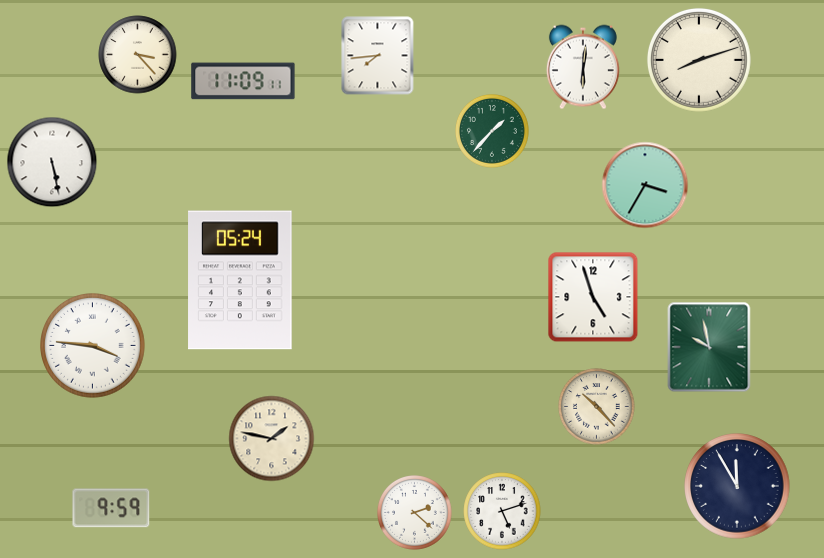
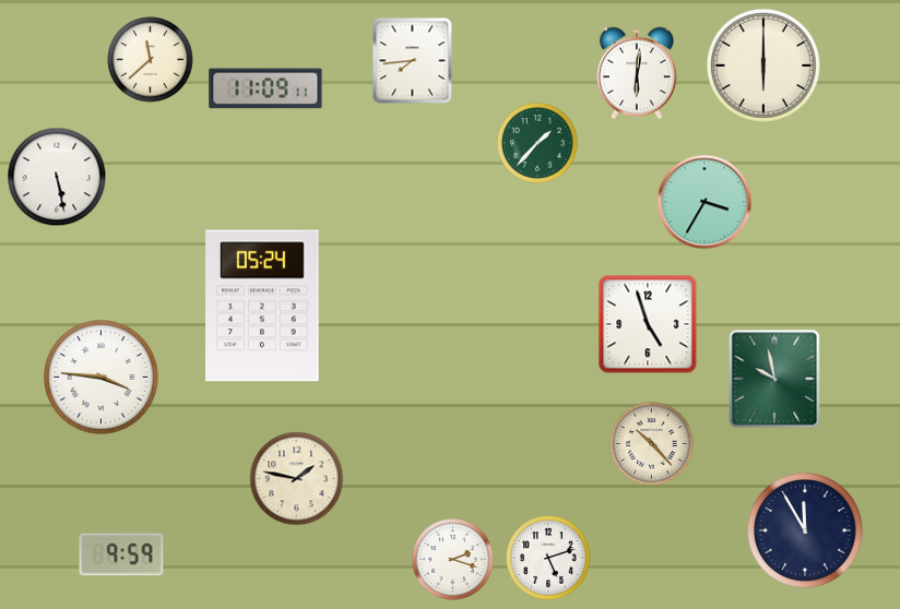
clock at (138, 55): 3:23 -> 11:38
clock at (699, 60): 8:12 -> 6:00
clock at (415, 513): 2:22 -> 2:18
